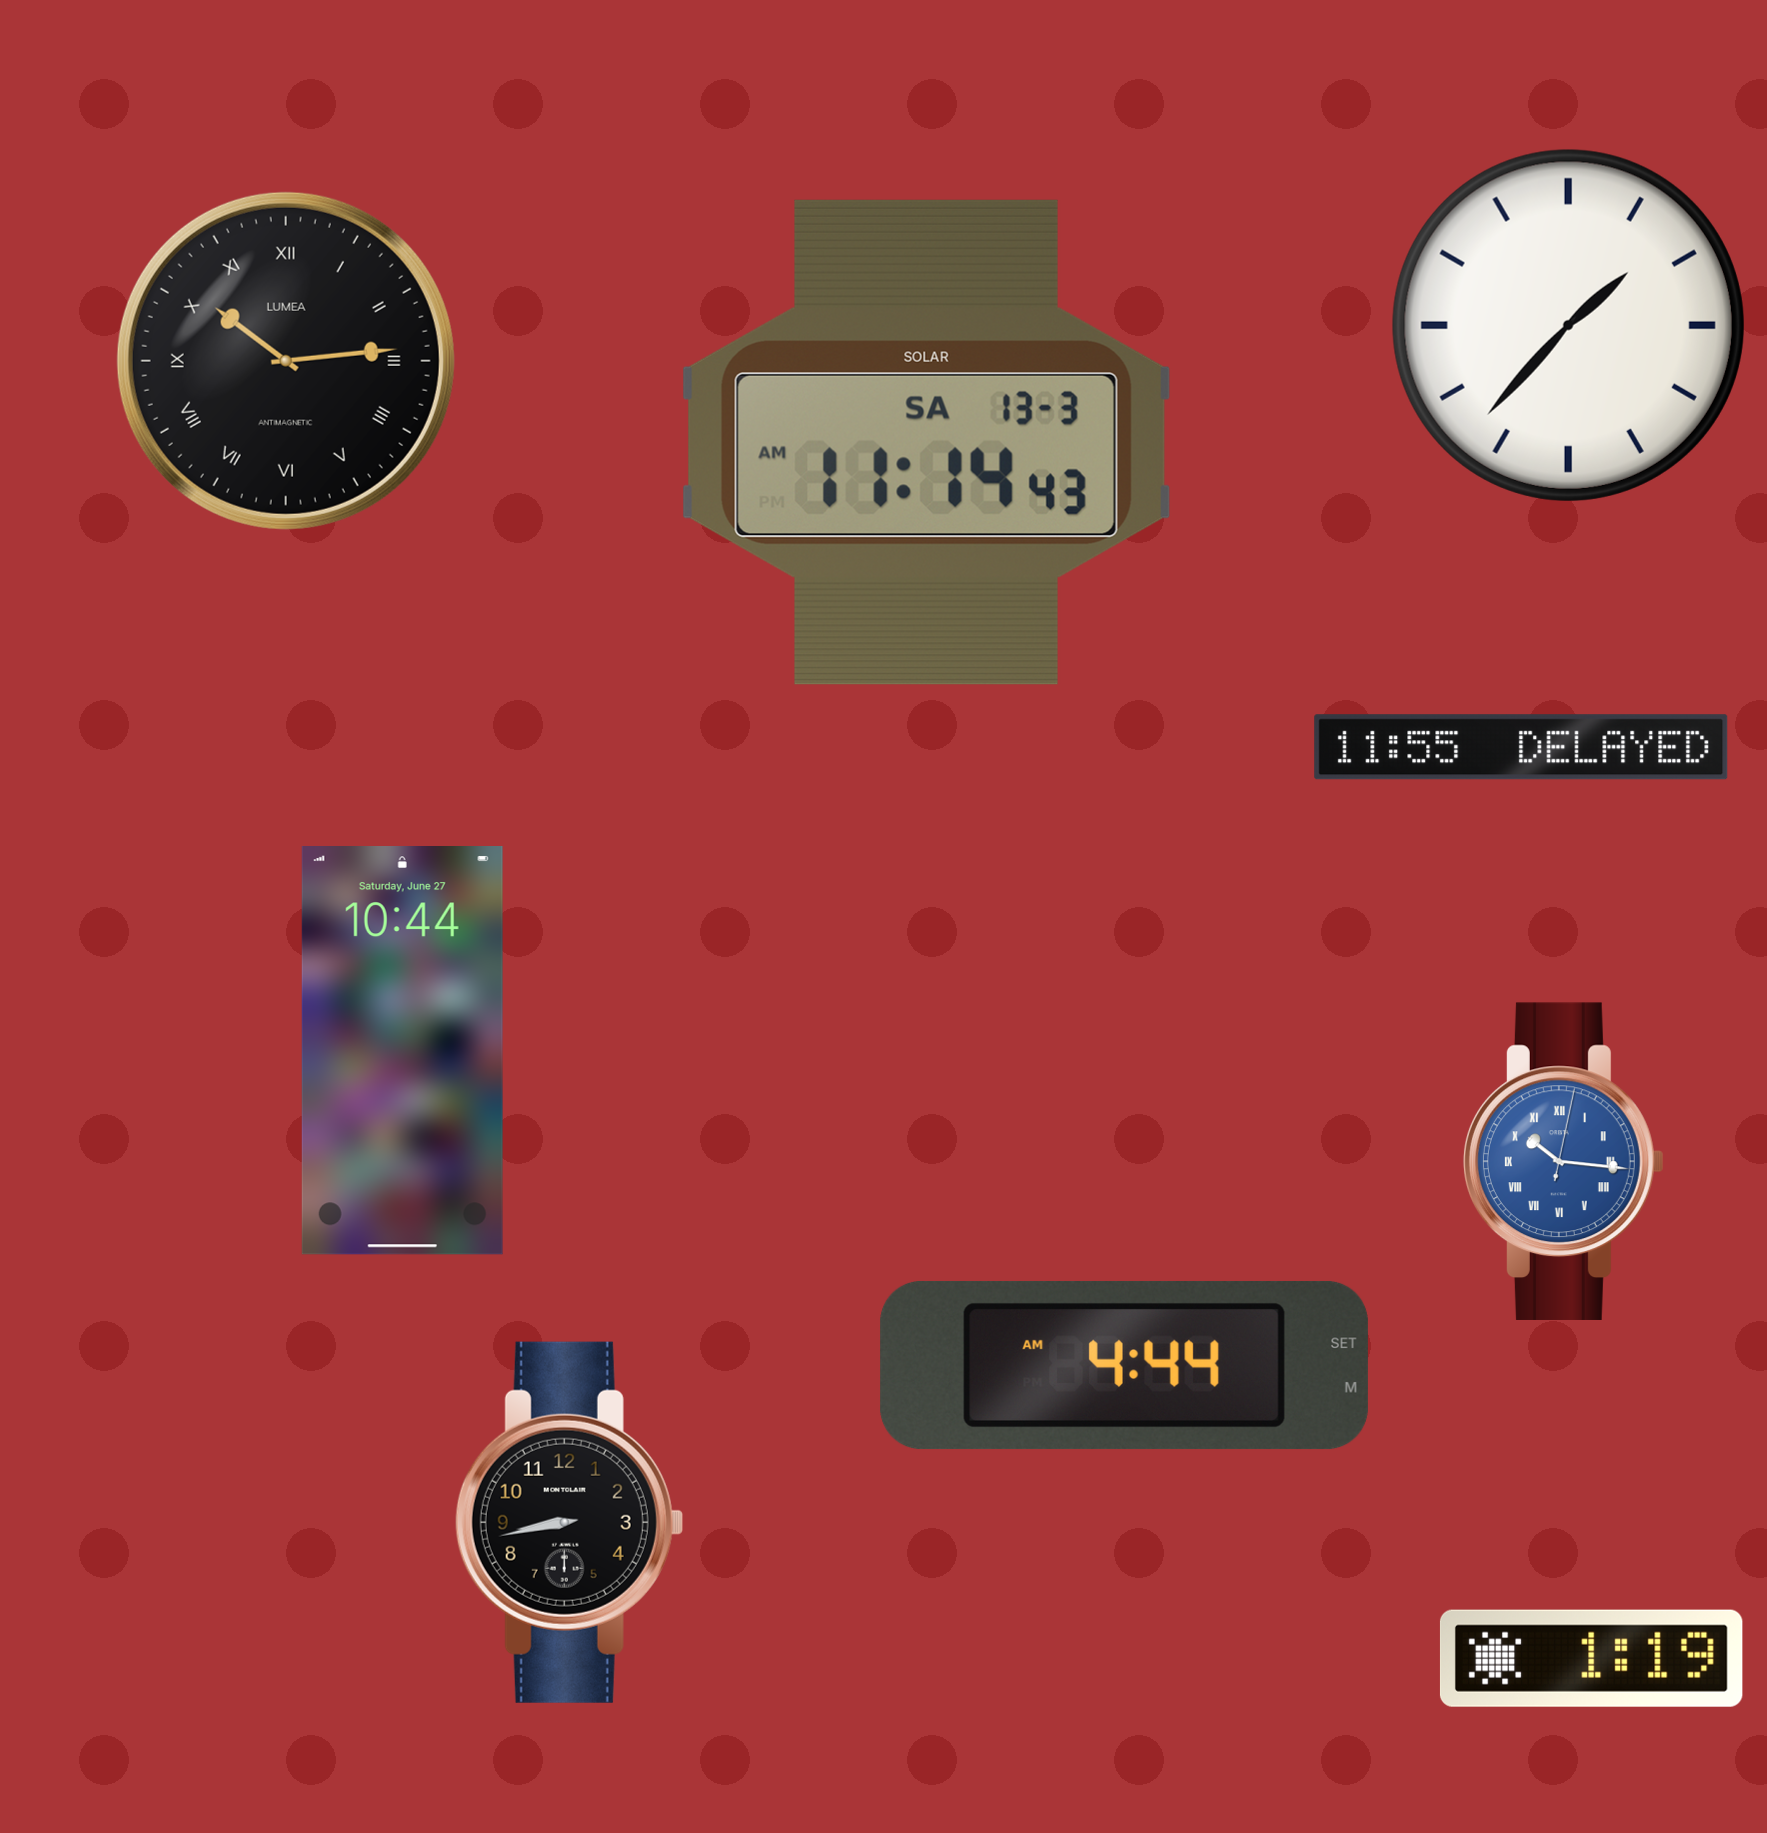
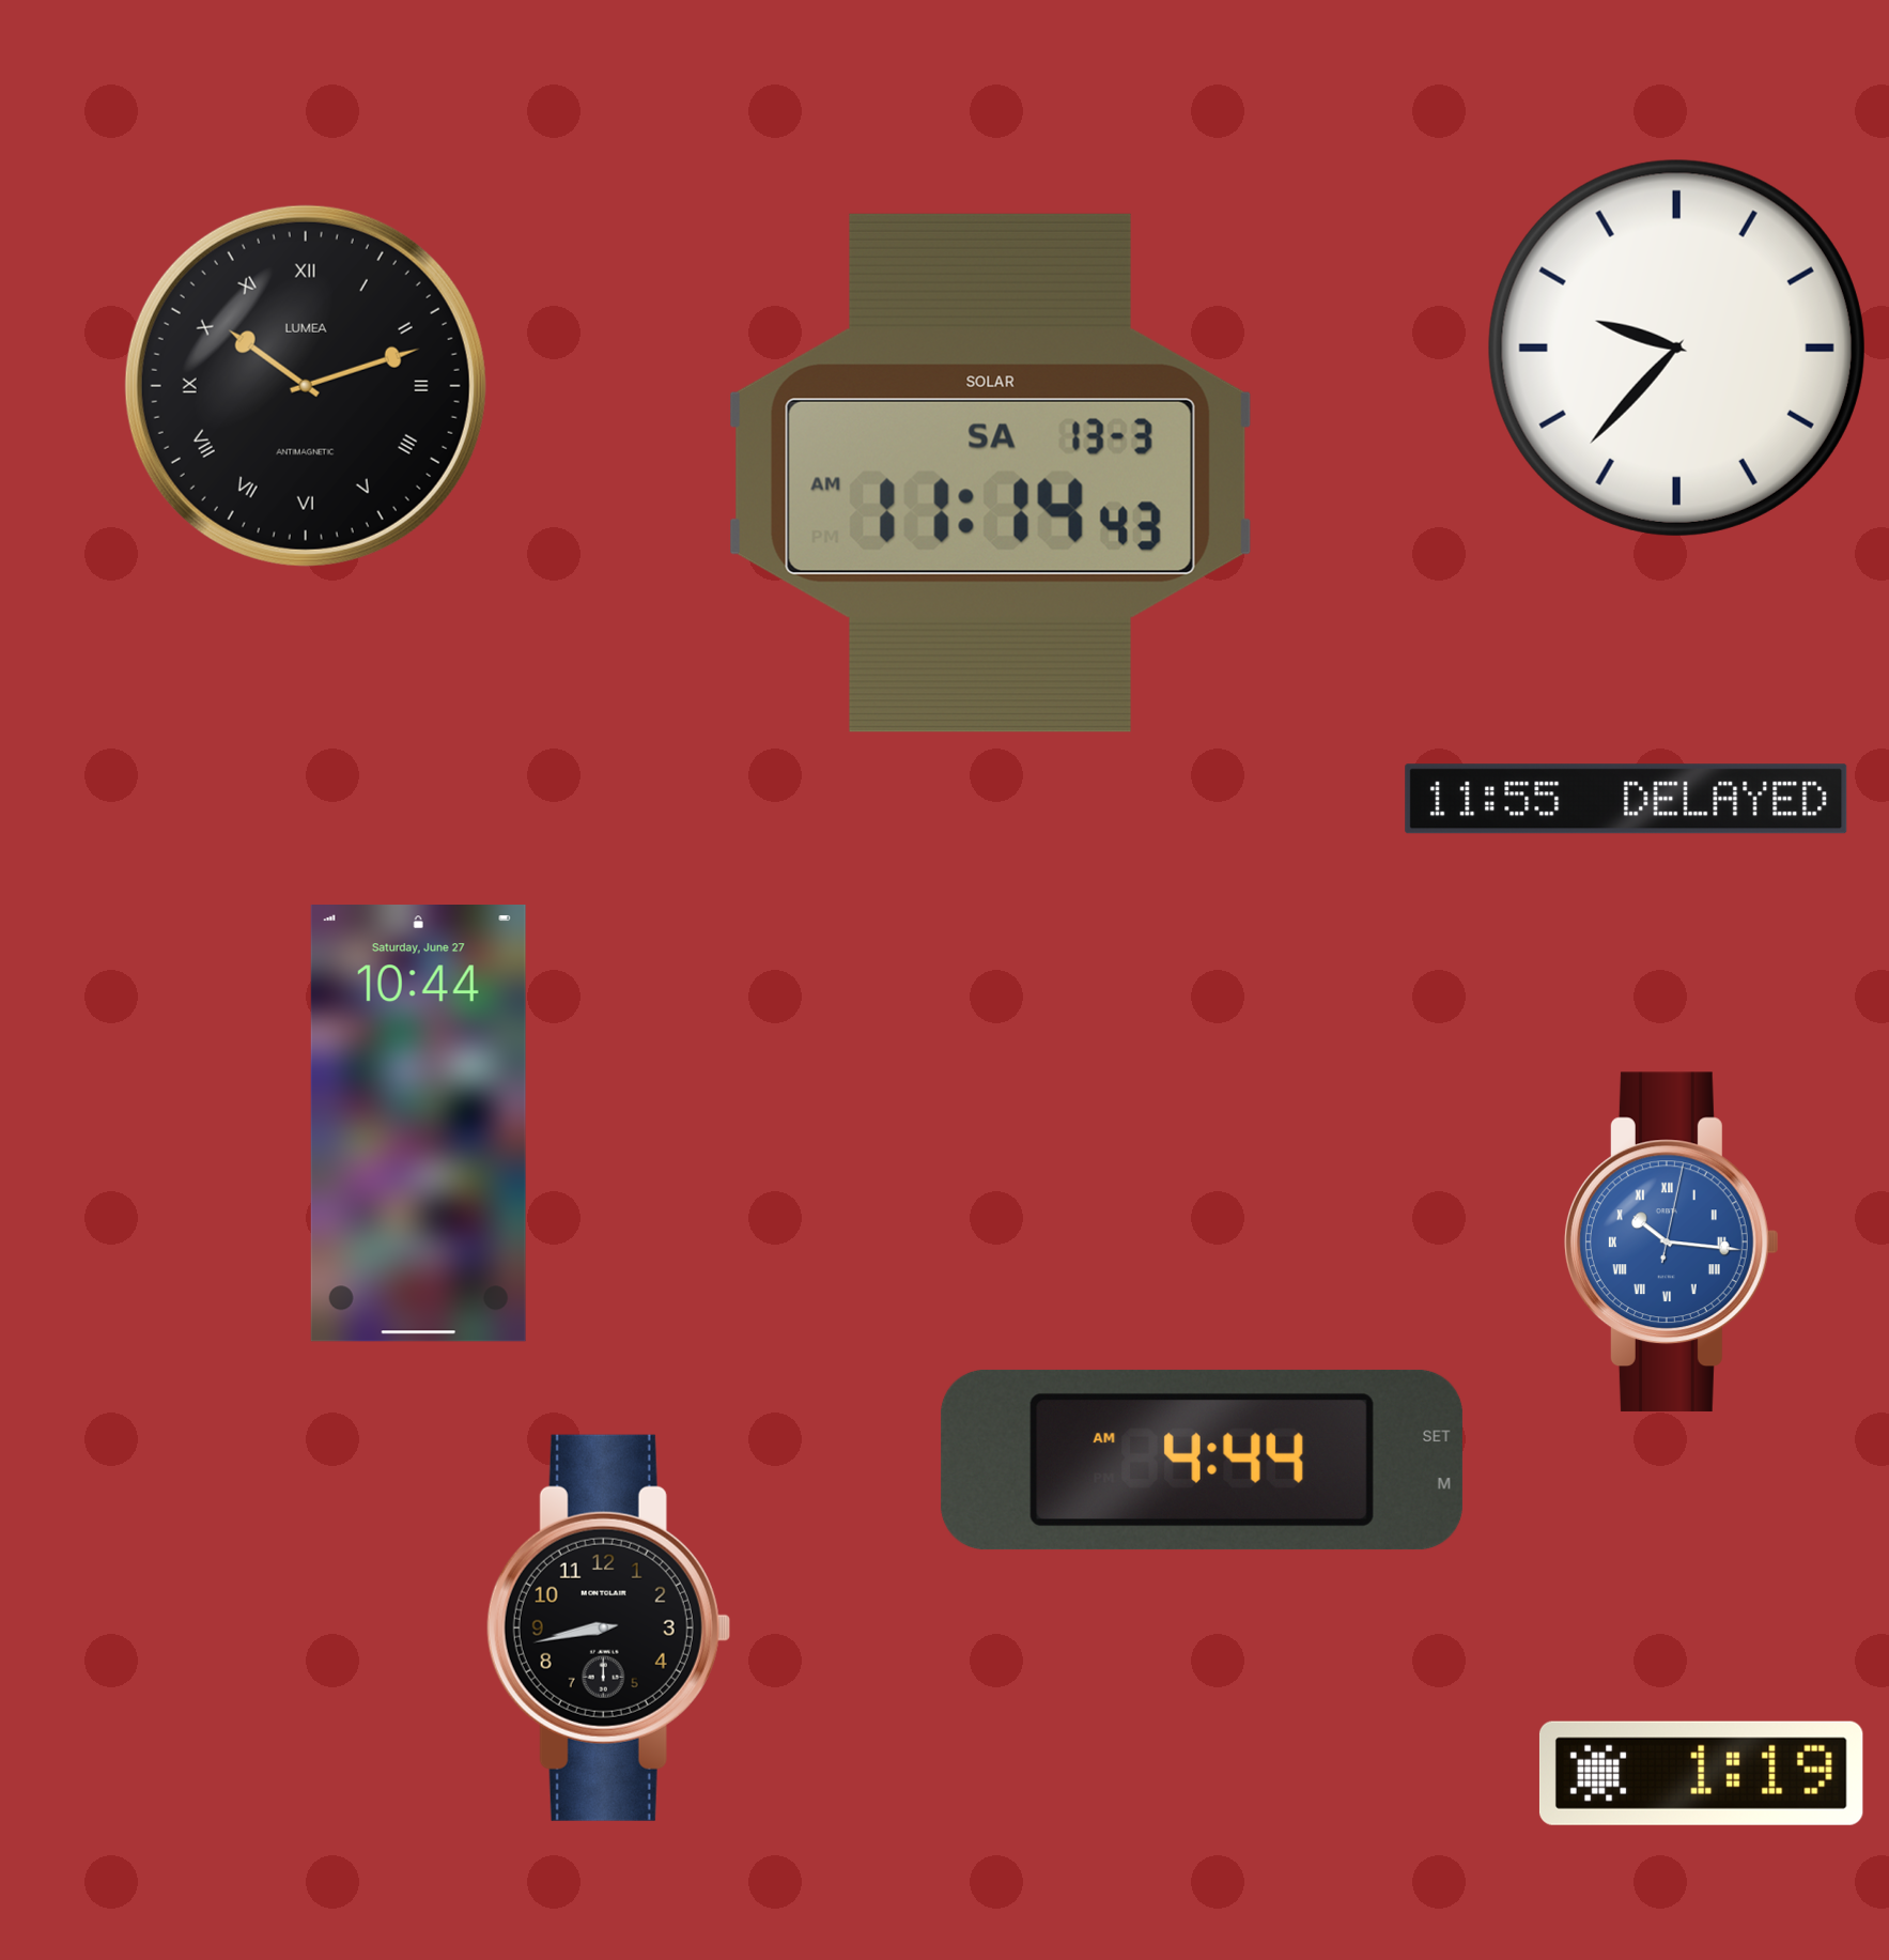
clock at (1568, 325): 1:37 -> 9:37
clock at (286, 361): 10:14 -> 10:12
clock at (402, 1051) position: (402, 1051) -> (418, 1124)
